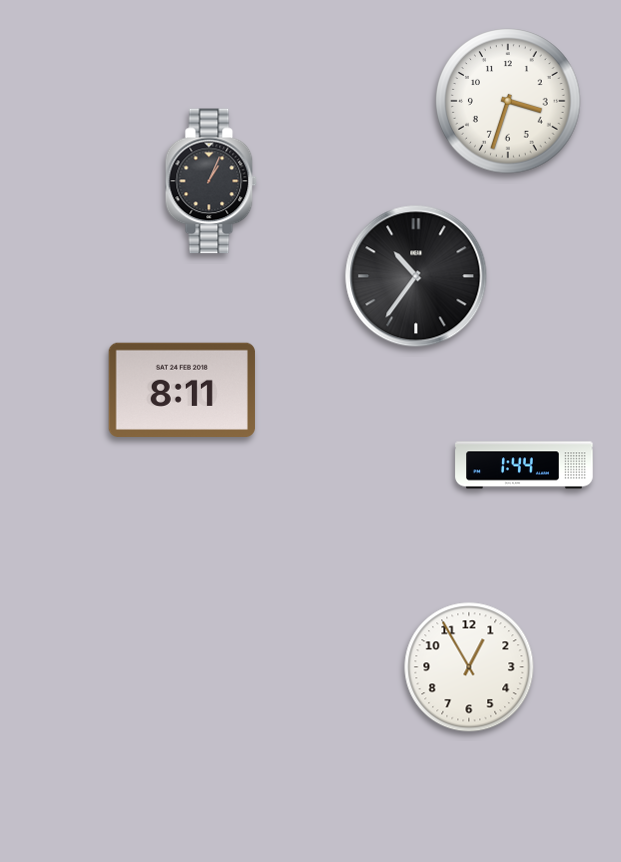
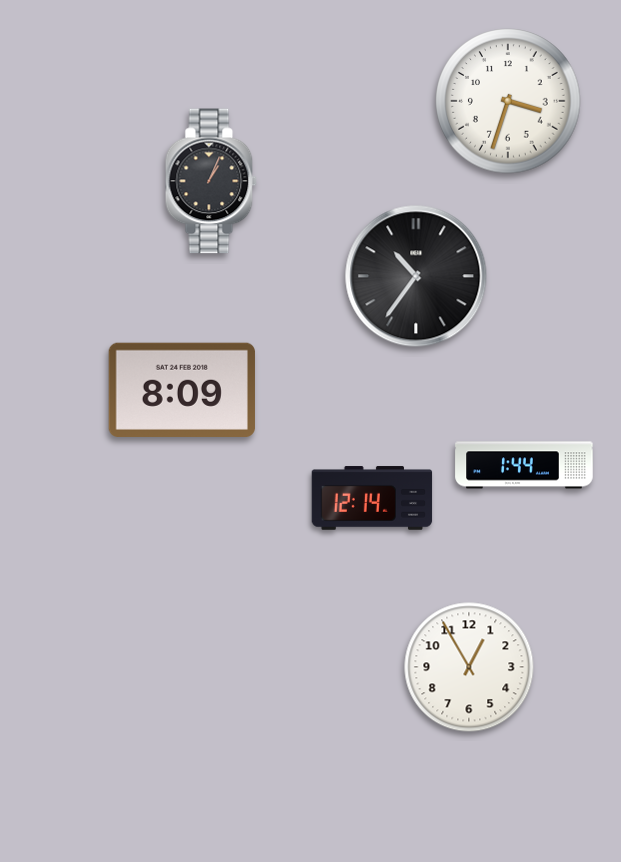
clock at (182, 390): 8:11 -> 8:09
clock at (372, 498): none -> 12:14
